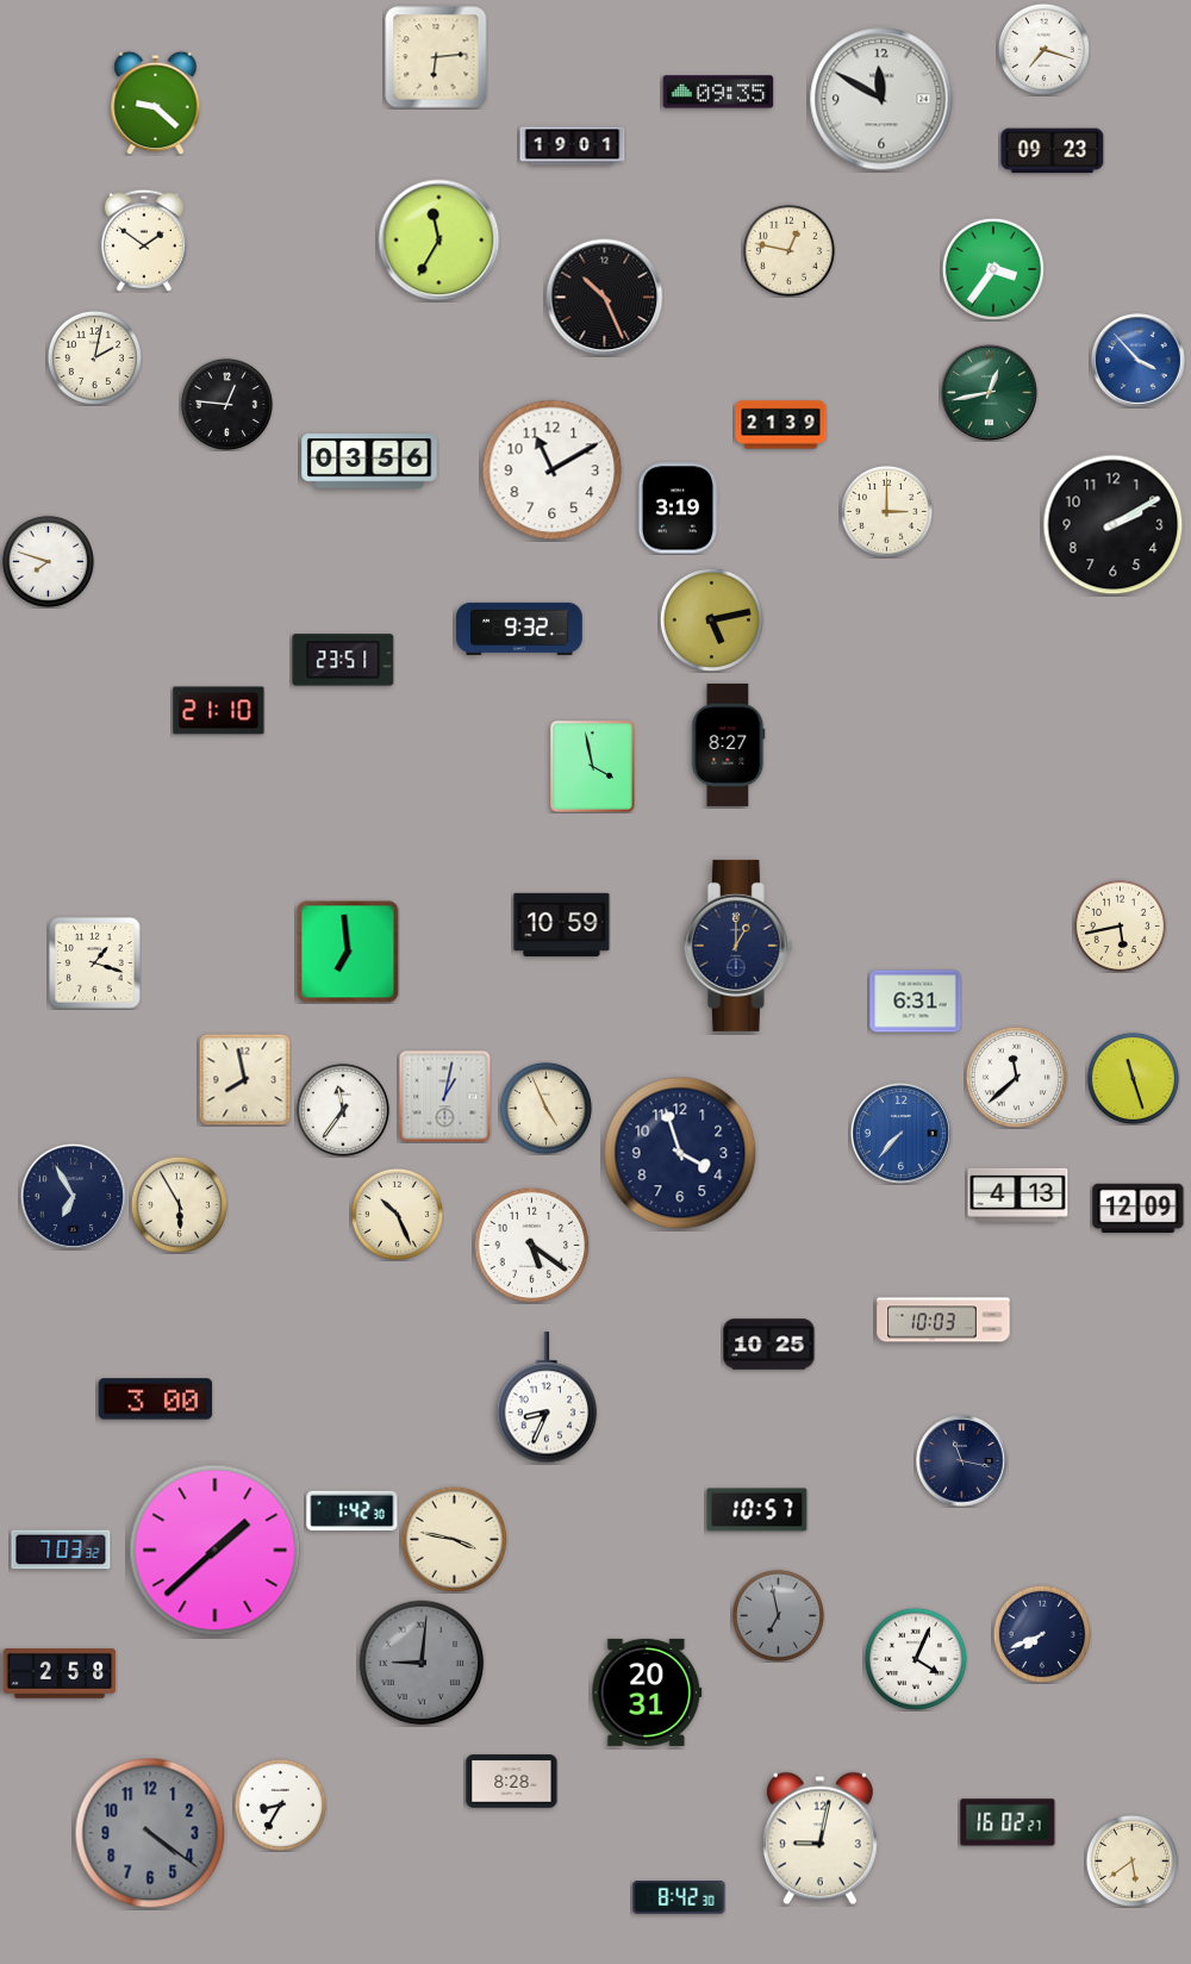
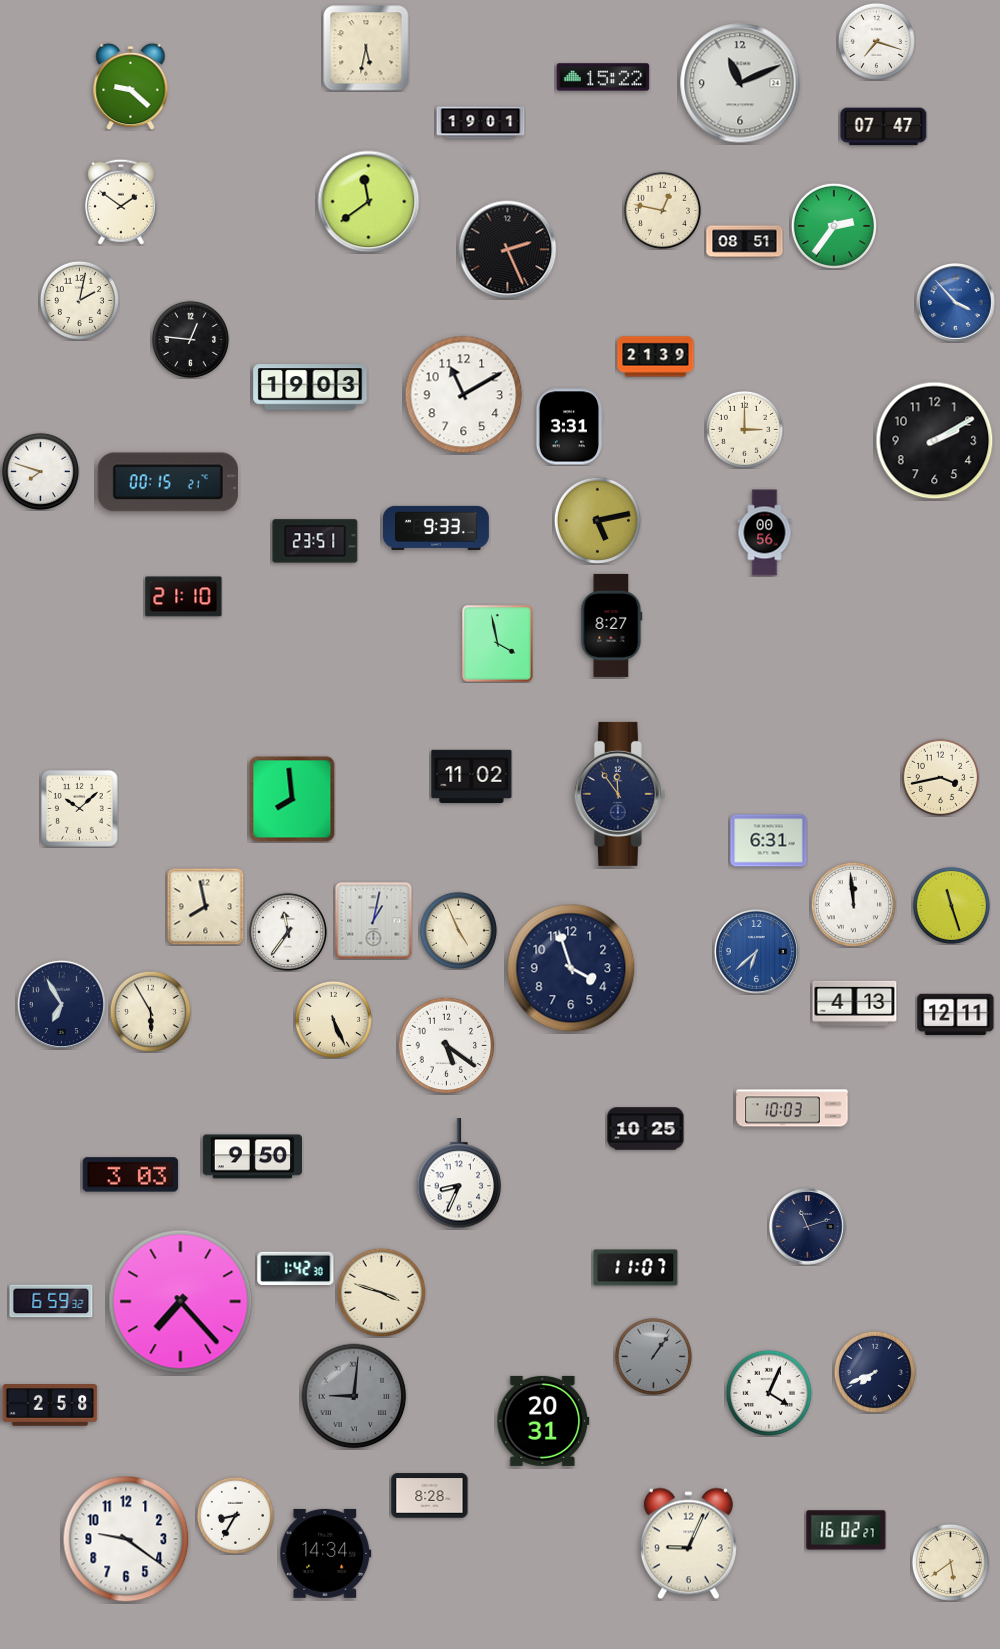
clock at (436, 57): 6:14 -> 5:32
clock at (718, 92): 09:35 -> 15:22
clock at (881, 99): 11:50 -> 11:11
clock at (1053, 151): 09:23 -> 07:47
clock at (439, 241): 11:35 -> 11:39
clock at (992, 268): 3:36 -> 2:36
clock at (745, 242): none -> 08:51
clock at (605, 298): 10:26 -> 2:26
clock at (989, 392): 12:43 -> none
clock at (369, 461): 03:56 -> 19:03
clock at (678, 509): 3:19 -> 3:31
clock at (168, 482): none -> 00:15
clock at (520, 628): 9:32 -> 9:33
clock at (765, 533): none -> 00:56
clock at (343, 660) position: (343, 660) -> (315, 541)
clock at (562, 925): 10:59 -> 11:02
clock at (1120, 925): 5:43 -> 3:43
clock at (738, 946): 1:00 -> 11:54
clock at (348, 952): 6:59 -> 7:59
clock at (95, 964): 1:18 -> 10:08
clock at (1016, 1077): 11:38 -> 11:59
clock at (900, 1133): 7:37 -> 6:38
clock at (1139, 1208): 12:09 -> 12:11
clock at (397, 1214): 10:26 -> 5:26
clock at (252, 1157): none -> 9:50
clock at (156, 1399): 3:00 -> 3:03
clock at (962, 1461): 11:17 -> 11:12
clock at (757, 1510): 10:57 -> 11:07
clock at (454, 1539): 3:47 -> 3:48
clock at (61, 1550): 7:03 -> 6:59
clock at (216, 1551): 1:38 -> 7:23
clock at (778, 1615): 6:58 -> 1:06
clock at (150, 1833): 4:21 -> 9:21
clock at (150, 1833) dial: grey -> white
clock at (819, 1839): 9:02 -> 9:04
clock at (326, 1553): none -> 14:34
clock at (679, 1897): 8:42 -> none
